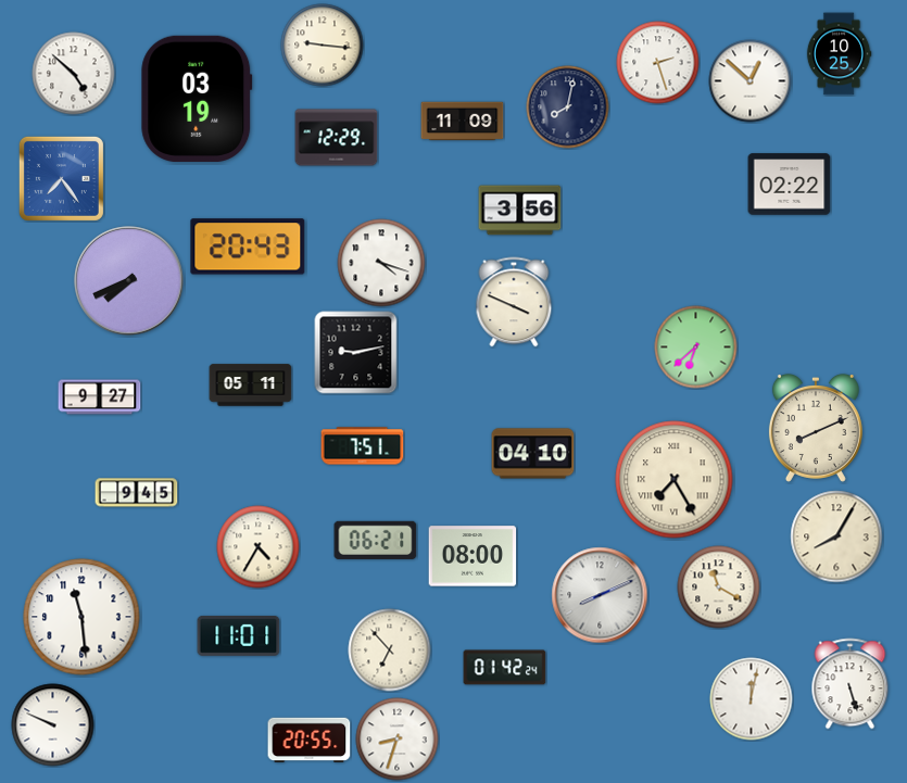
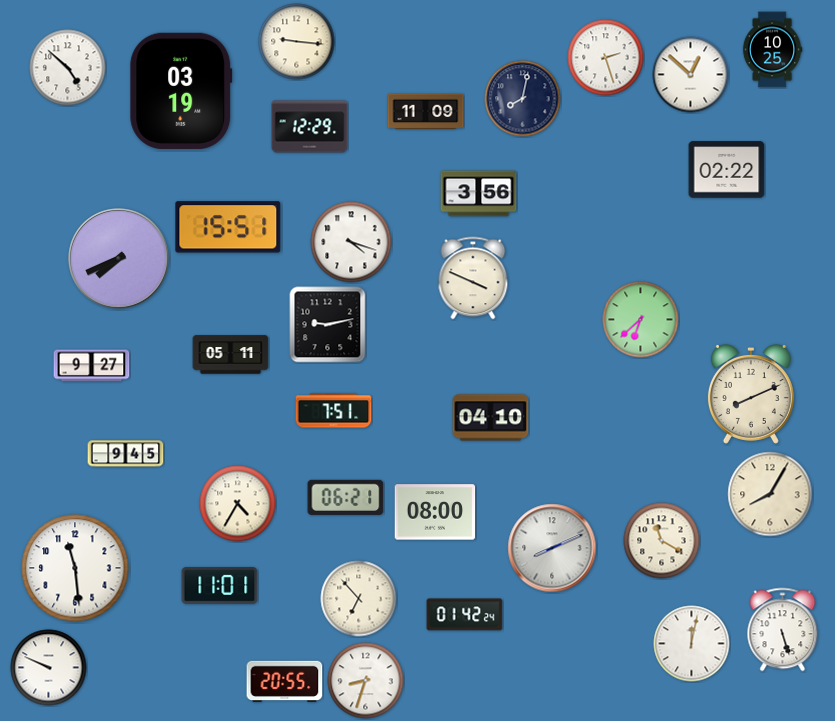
clock at (61, 178): 7:24 -> none
clock at (248, 247): 20:43 -> 15:51
clock at (675, 480): 7:25 -> none
